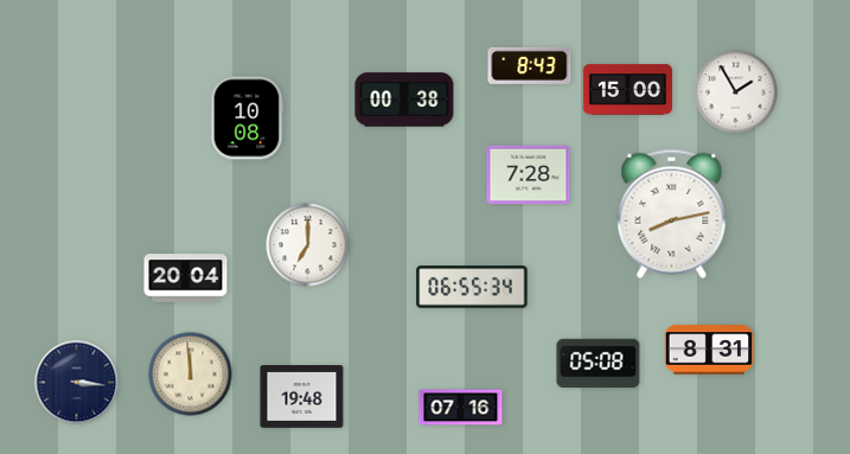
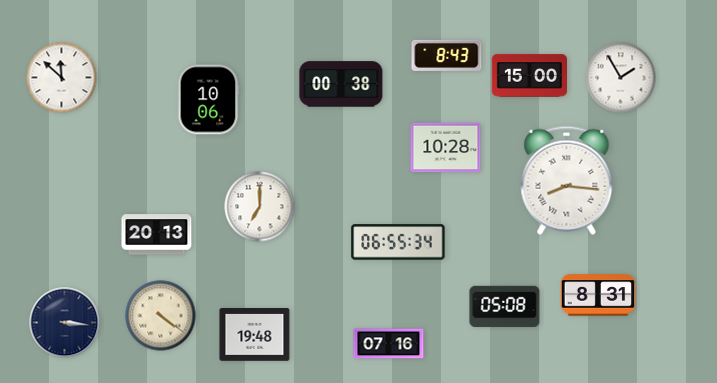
clock at (62, 78): none -> 11:52
clock at (247, 119): 10:08 -> 10:06
clock at (529, 175): 7:28 -> 10:28
clock at (672, 213): 8:13 -> 8:16
clock at (186, 279): 20:04 -> 20:13
clock at (191, 375): 11:59 -> 4:21
